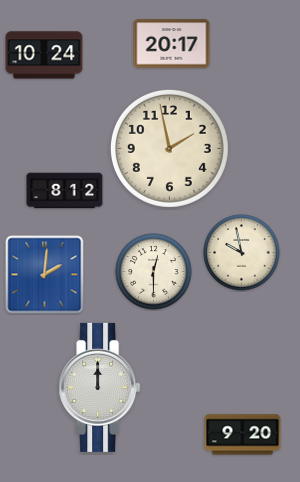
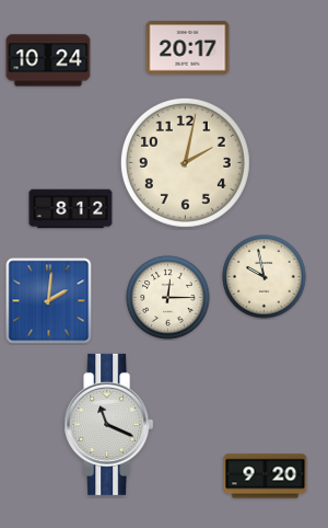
clock at (169, 148): 1:58 -> 2:02
clock at (154, 272): 12:30 -> 12:15
clock at (100, 387): 12:00 -> 11:19
